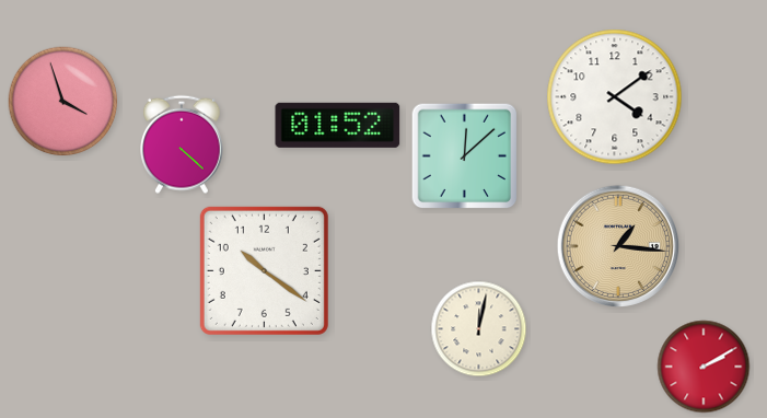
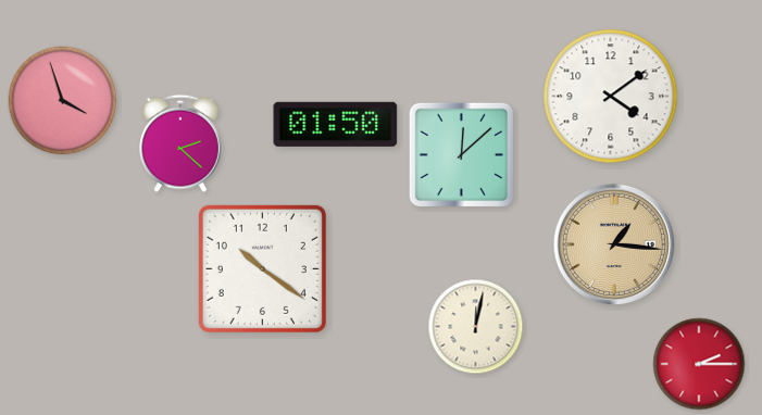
clock at (338, 125): 01:52 -> 01:50
clock at (183, 144): 4:22 -> 2:22
clock at (704, 367): 2:10 -> 2:15
